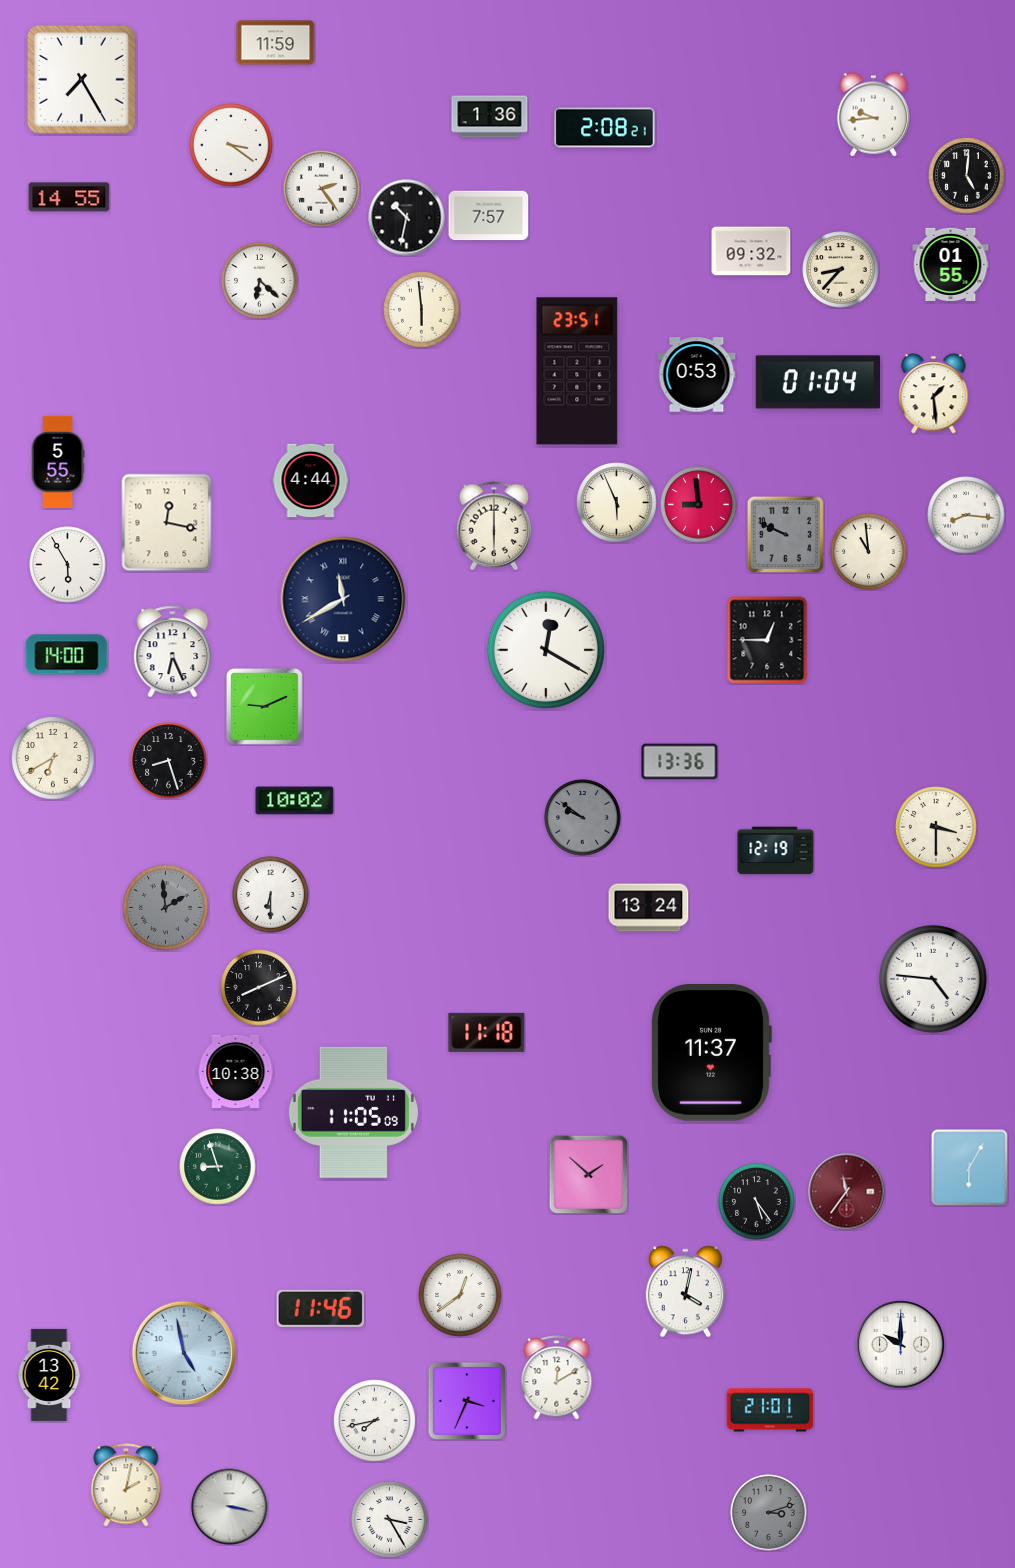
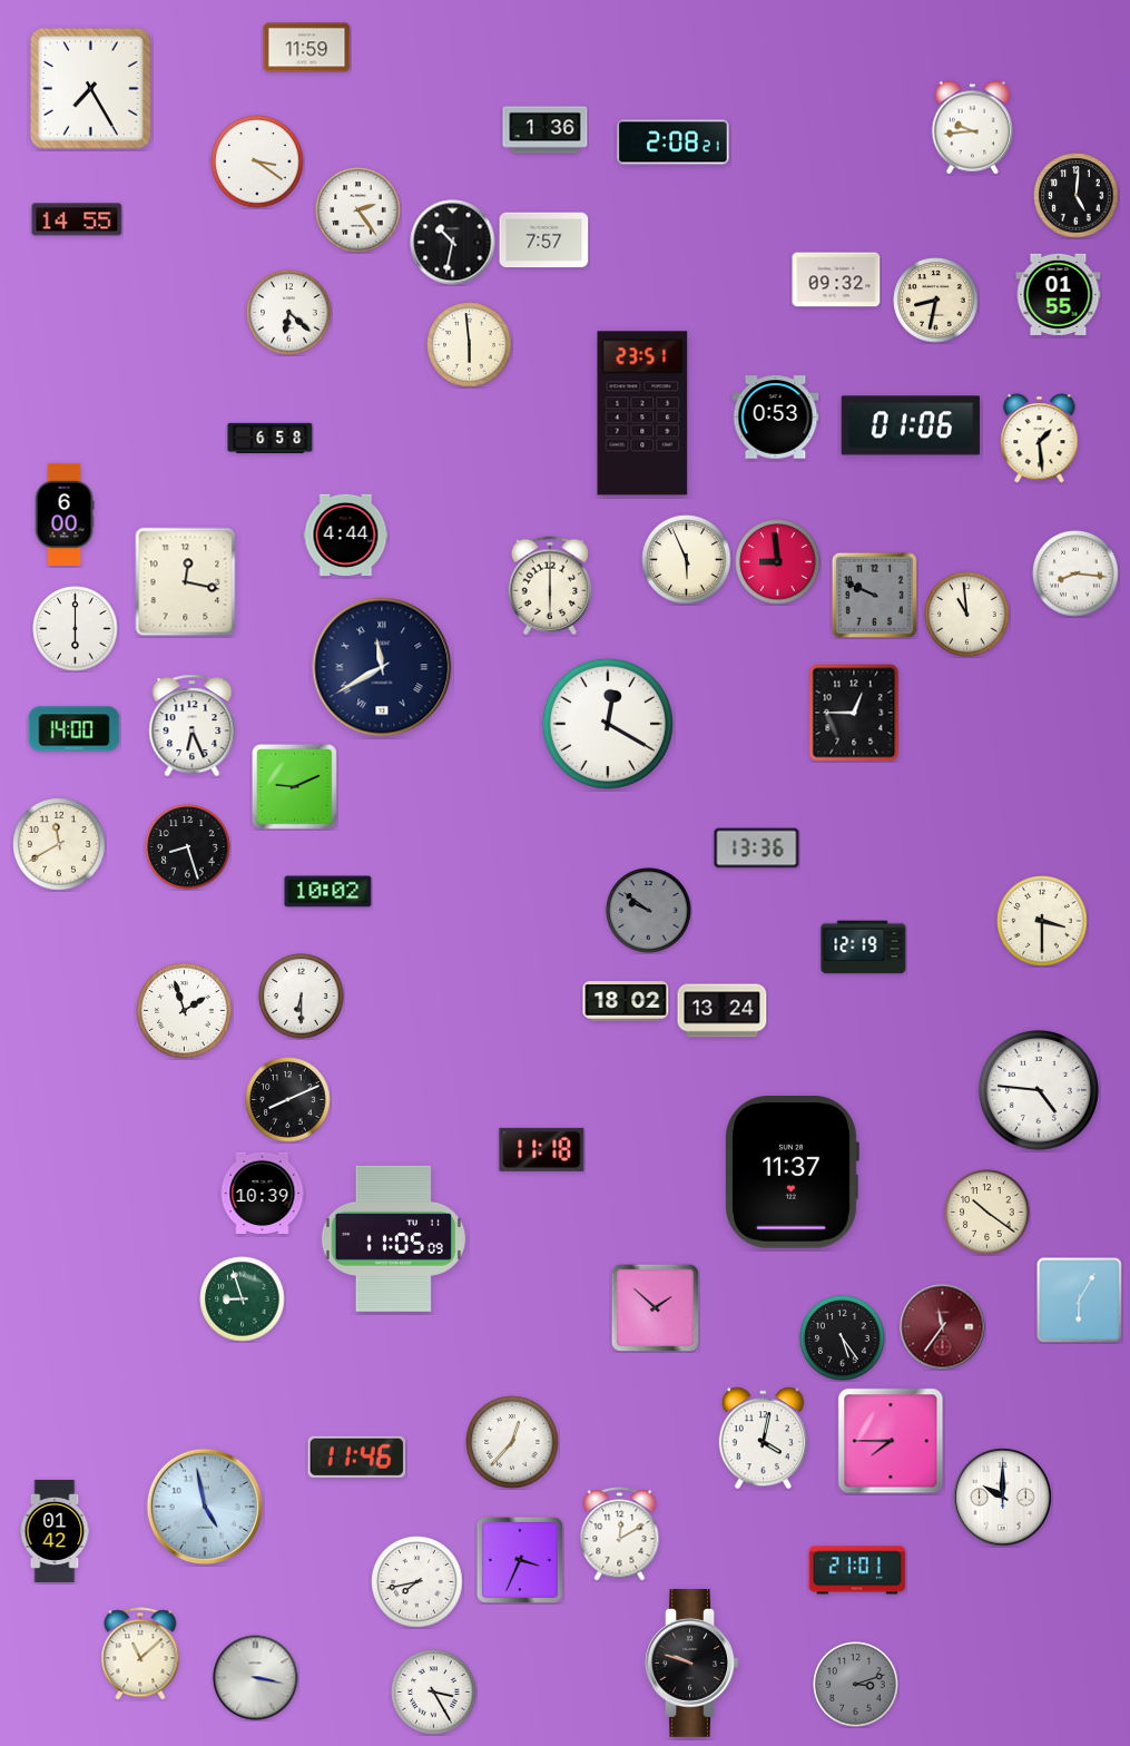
clock at (841, 270): 8:37 -> 8:32
clock at (818, 382): 01:04 -> 01:06
clock at (271, 439): none -> 6:58
clock at (58, 462): 5:55 -> 6:00
clock at (68, 565): 5:55 -> 6:00
clock at (53, 758): 6:40 -> 11:40
clock at (626, 1001): none -> 18:02
clock at (166, 908): 1:59 -> 1:57
clock at (166, 908) dial: grey -> white
clock at (236, 1071): 10:38 -> 10:39
clock at (987, 1213): none -> 10:21
clock at (891, 1441): none -> 7:45
clock at (460, 1295): 12:39 -> 12:37
clock at (49, 1375): 13:42 -> 01:42
clock at (126, 1485): 2:02 -> 11:08
clock at (691, 1662): none -> 9:48
